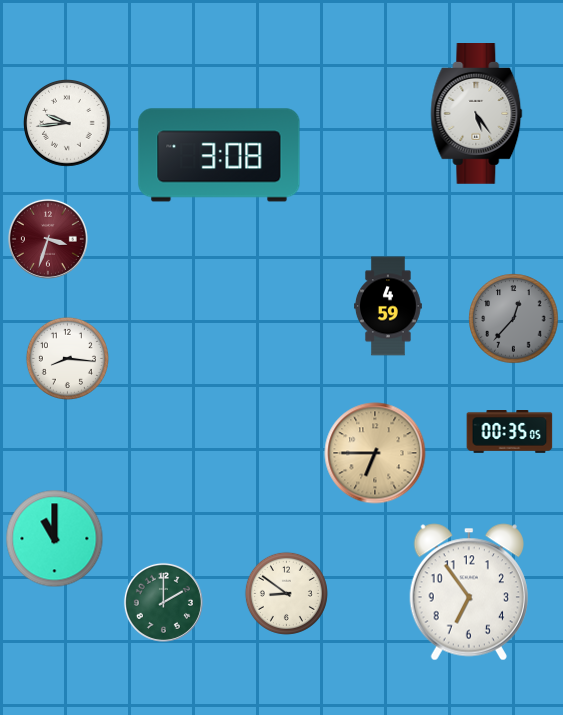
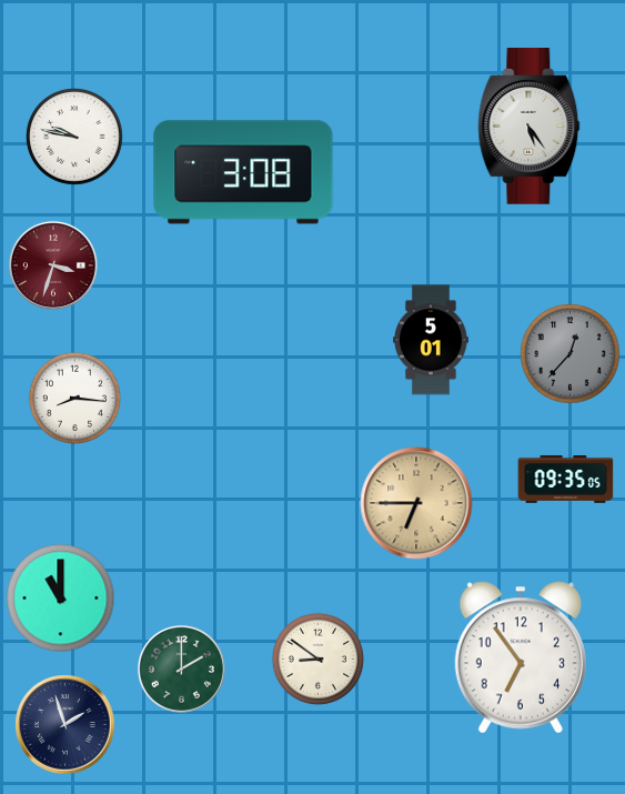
clock at (68, 124): 9:44 -> 9:47
clock at (389, 306): 4:59 -> 5:01
clock at (510, 432): 00:35 -> 09:35
clock at (65, 725): none -> 1:57
